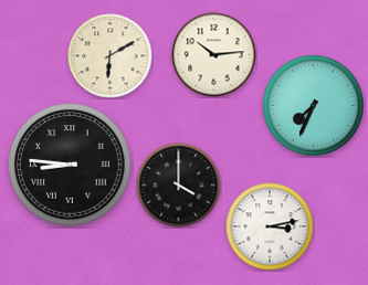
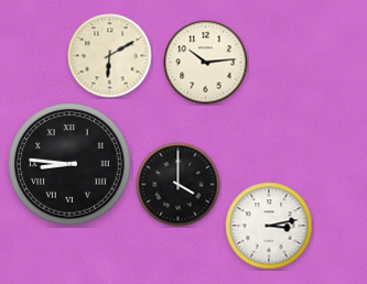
clock at (214, 55) position: (214, 55) -> (206, 63)
clock at (314, 106): 7:34 -> none
